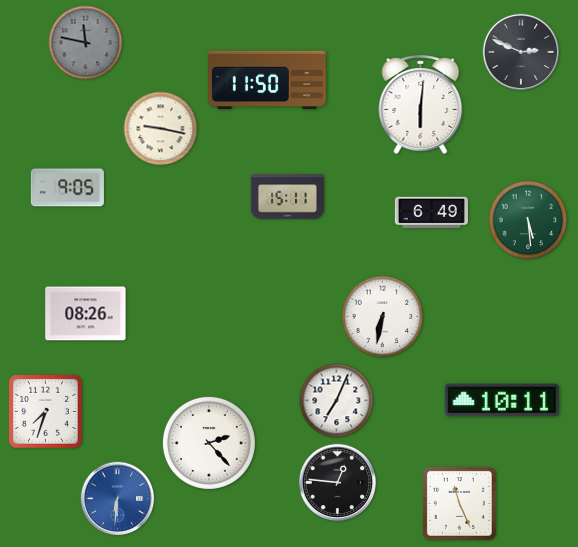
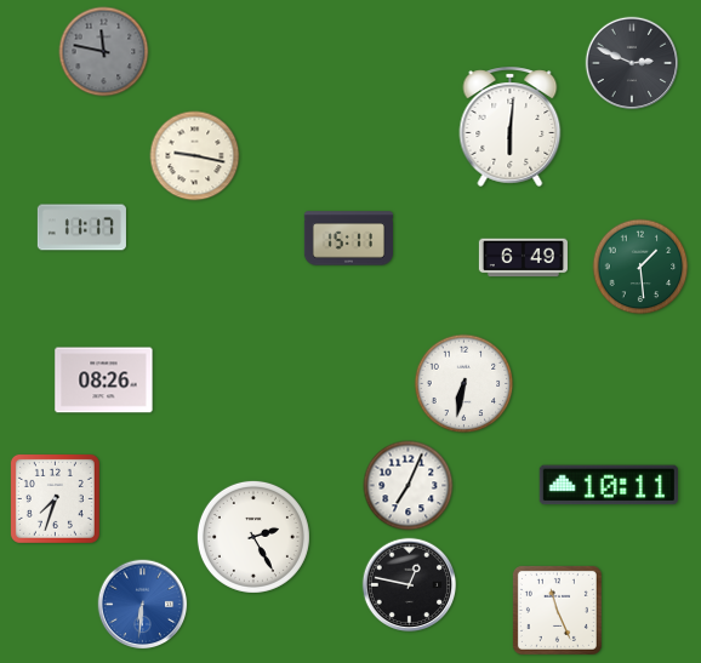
clock at (268, 80): 11:50 -> none
clock at (67, 188): 9:05 -> 11:17
clock at (528, 220): 5:29 -> 1:29
clock at (209, 443): 2:23 -> 2:25
clock at (338, 483): 12:46 -> 12:47
